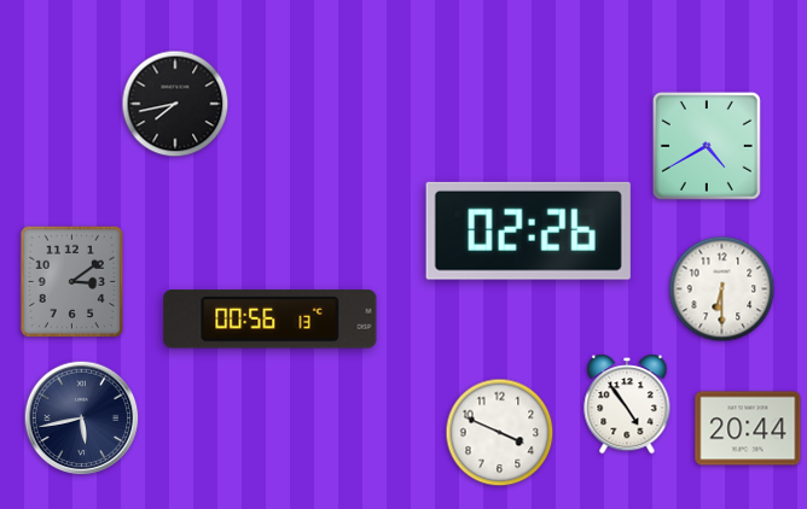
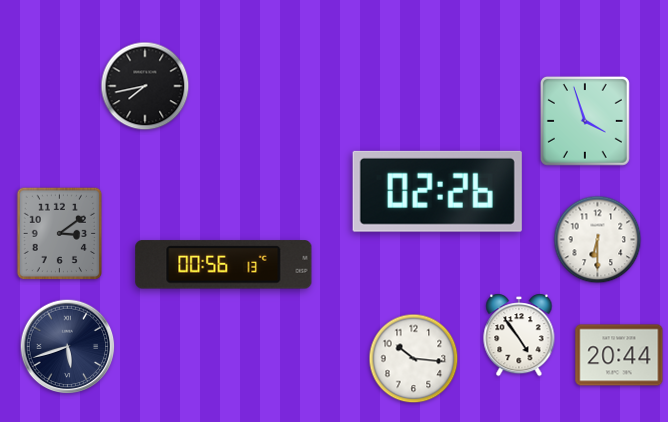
clock at (707, 146): 4:40 -> 3:57
clock at (82, 419): 5:43 -> 5:42
clock at (500, 433): 3:49 -> 10:16
